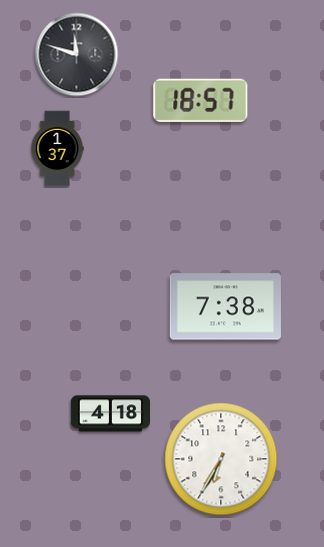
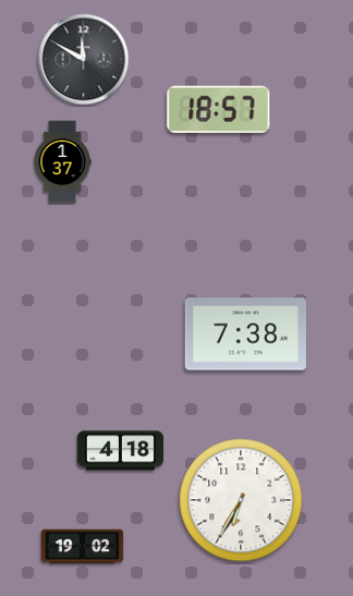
clock at (77, 55): 11:48 -> 11:50
clock at (83, 547): none -> 19:02
